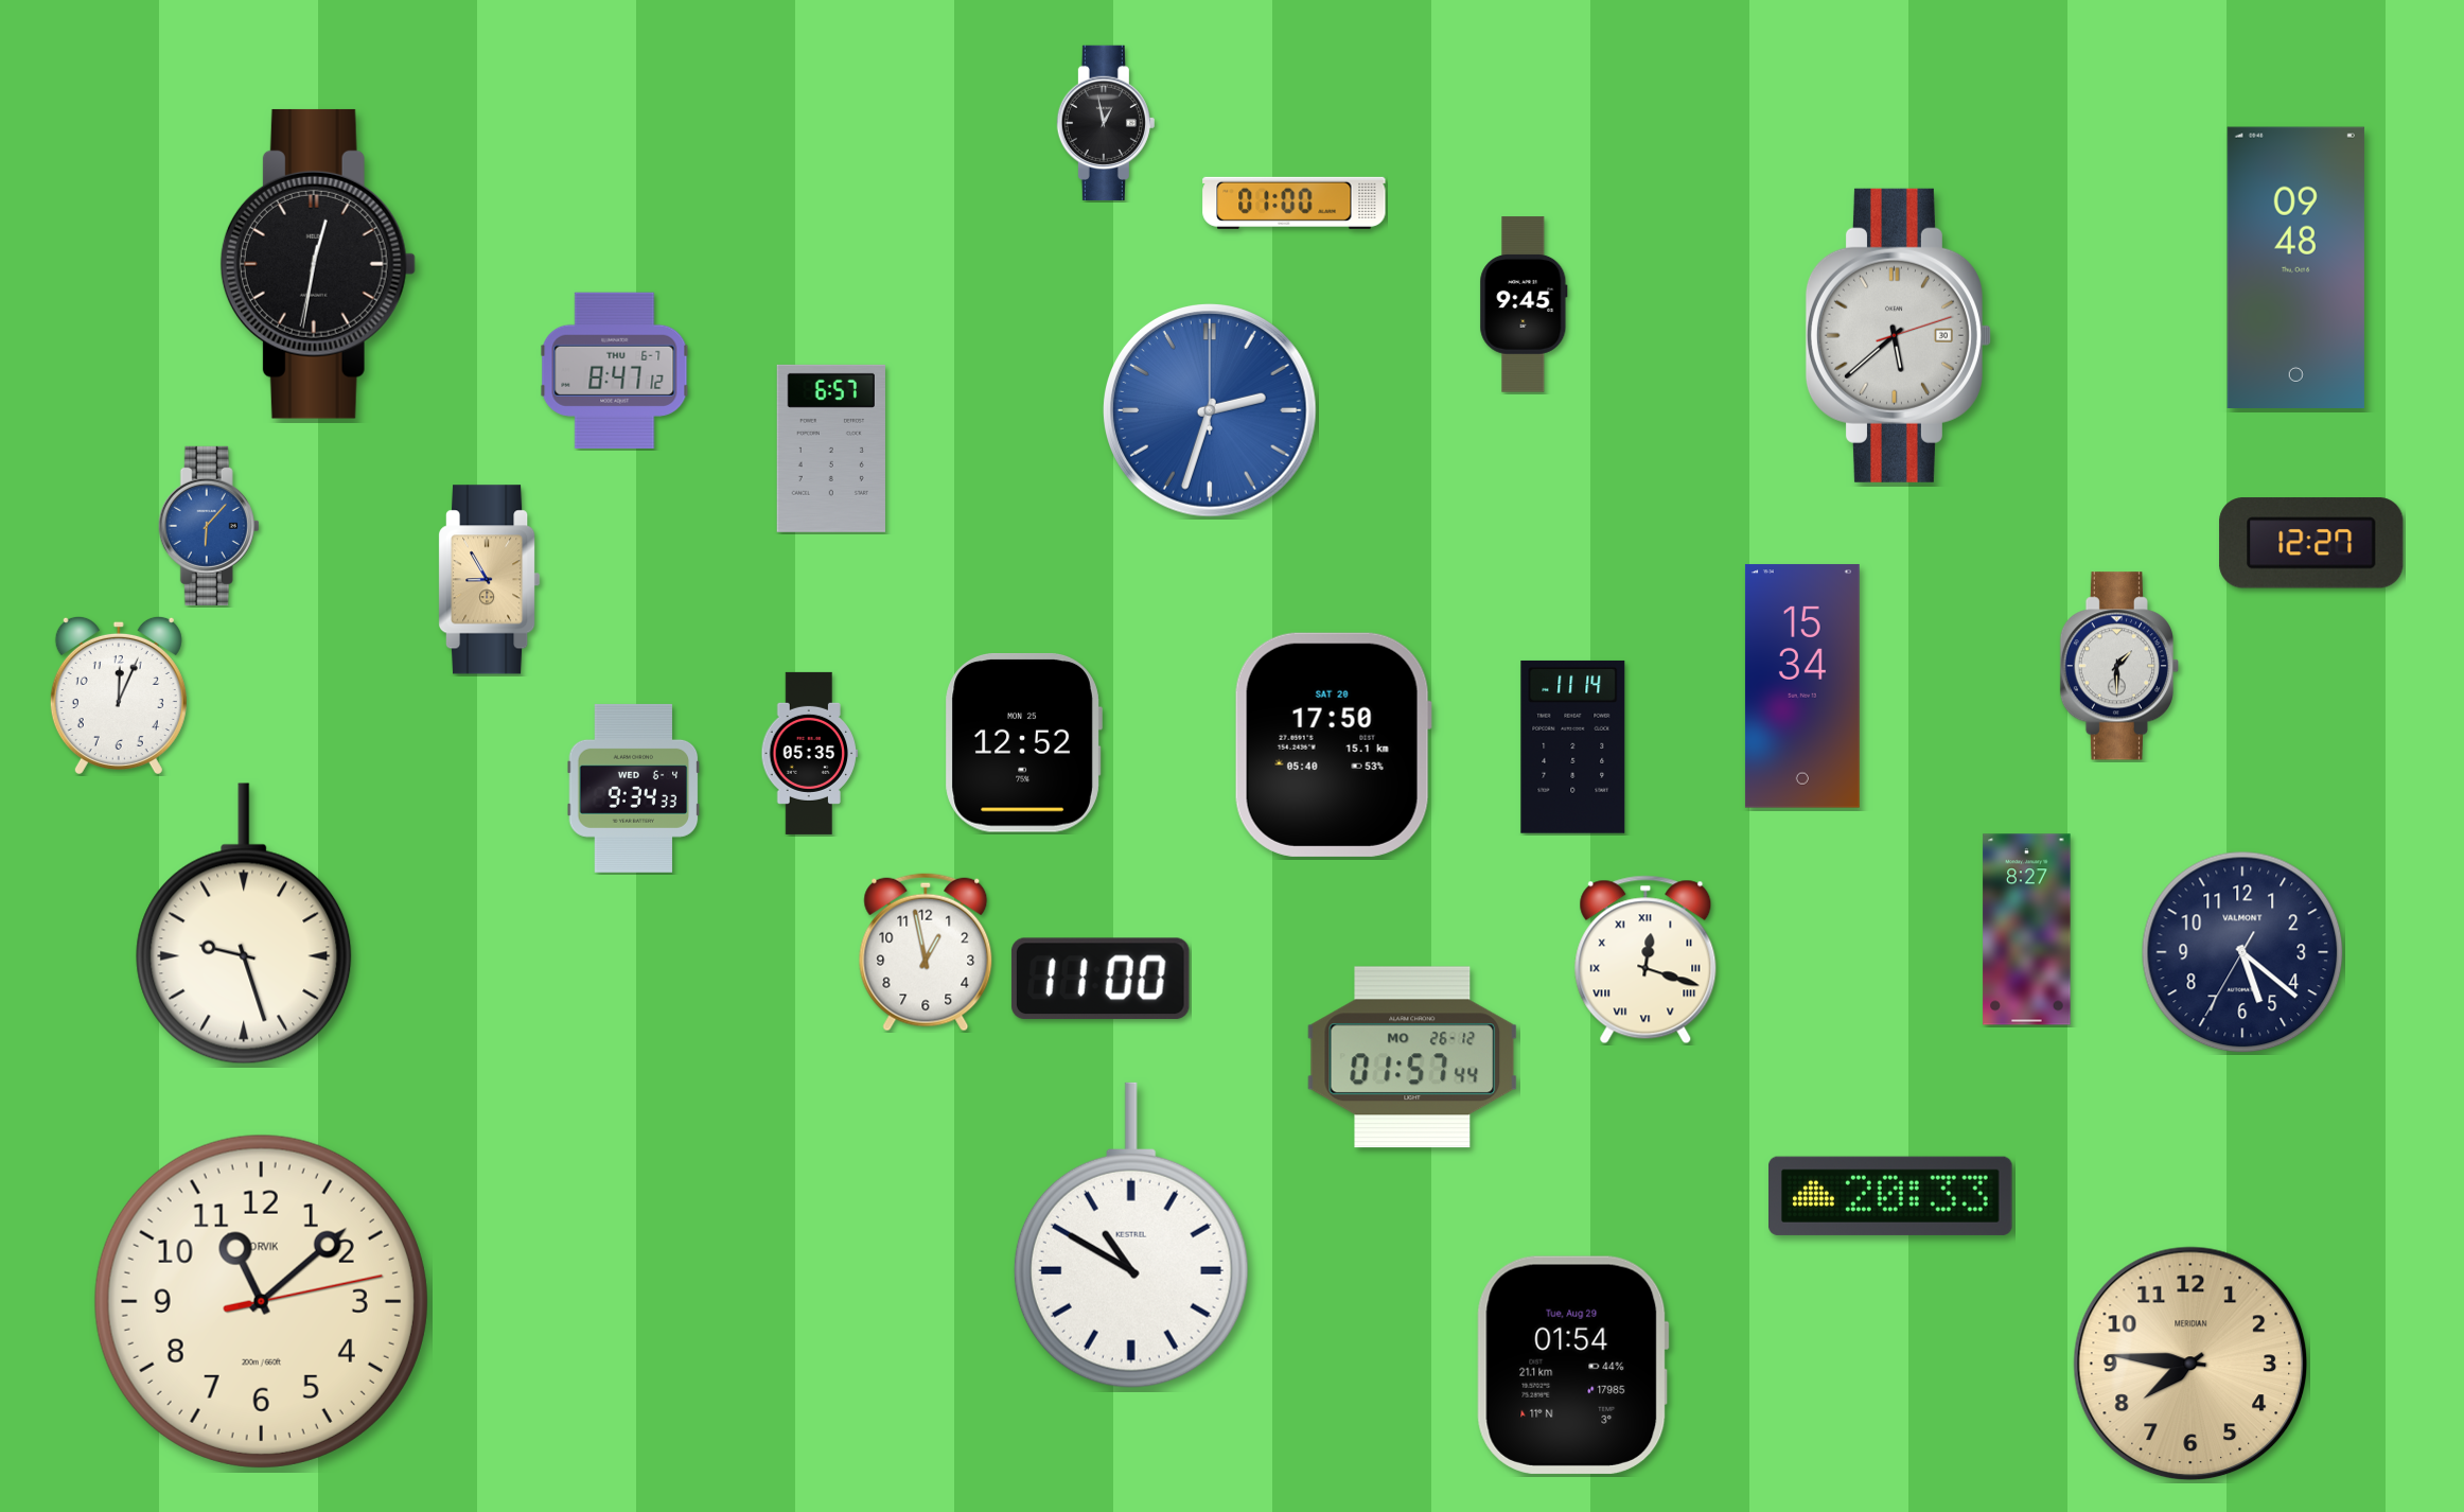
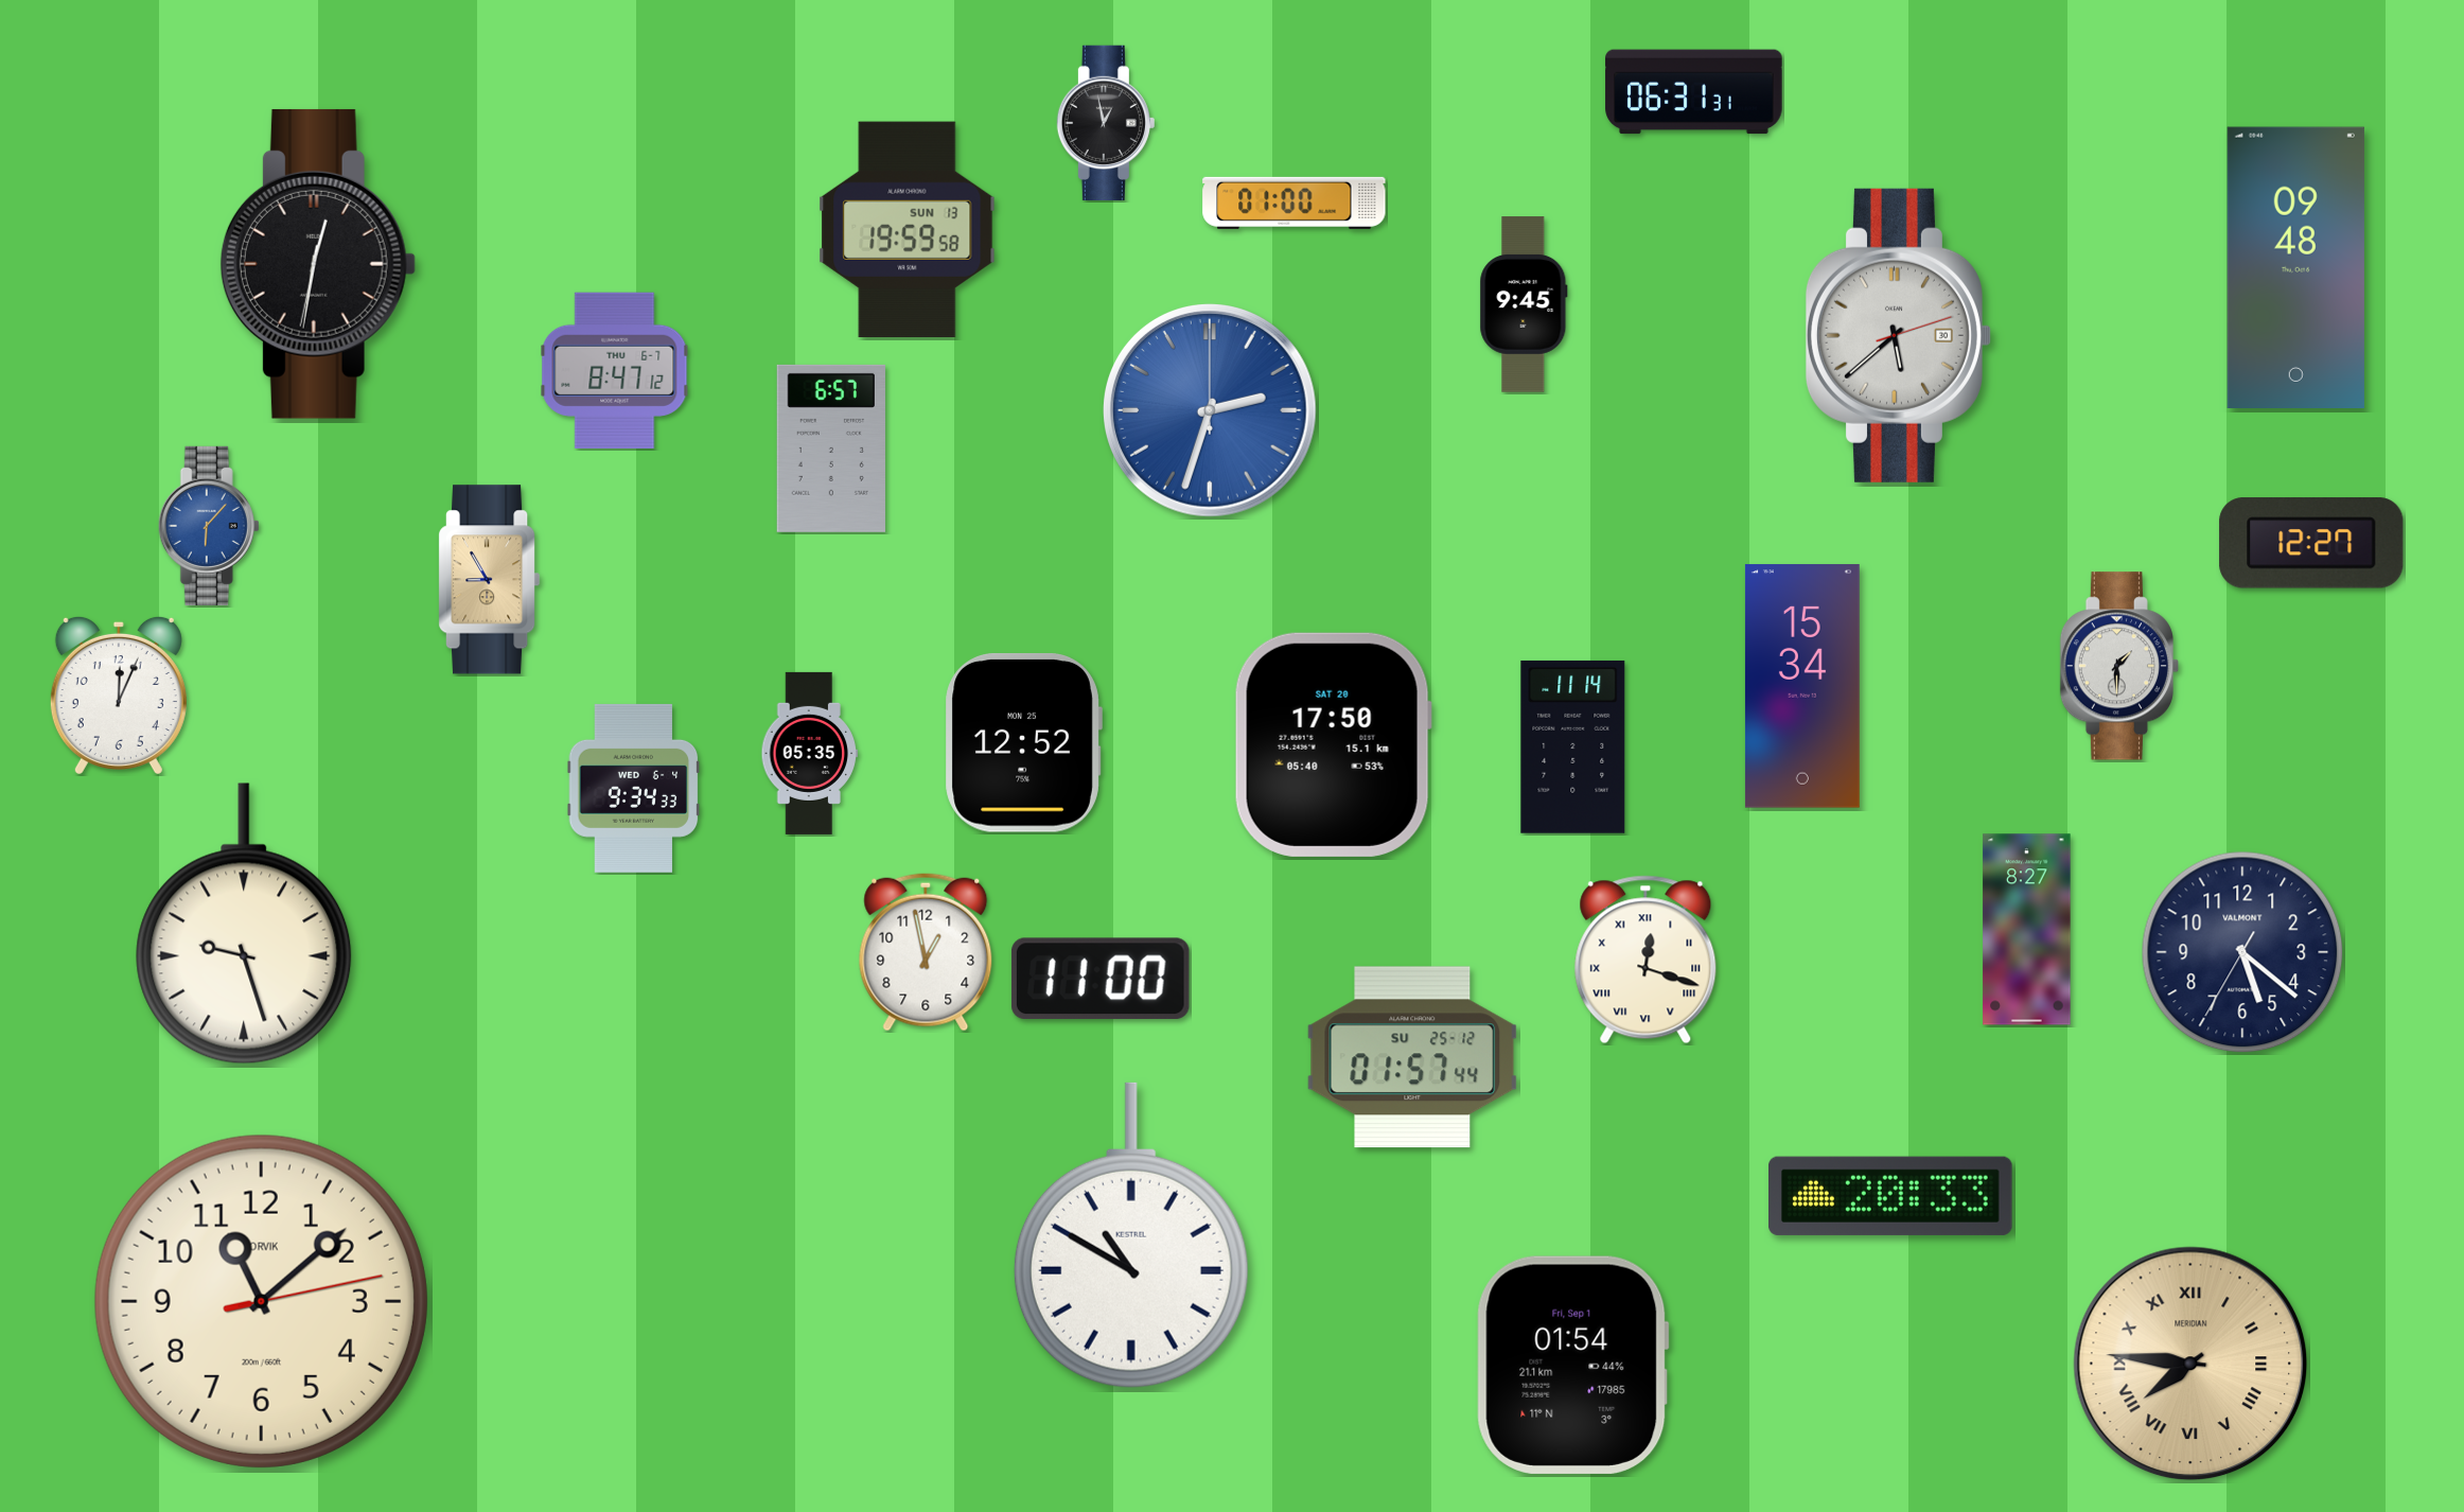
clock at (1694, 92): none -> 06:31
clock at (908, 230): none -> 19:59
clock at (1412, 1057) date: MO 26-12 -> SU 25-12
clock at (2190, 1364) numerals: Arabic -> Roman
clock at (1572, 1365) date: Tue, Aug 29 -> Fri, Sep 1
